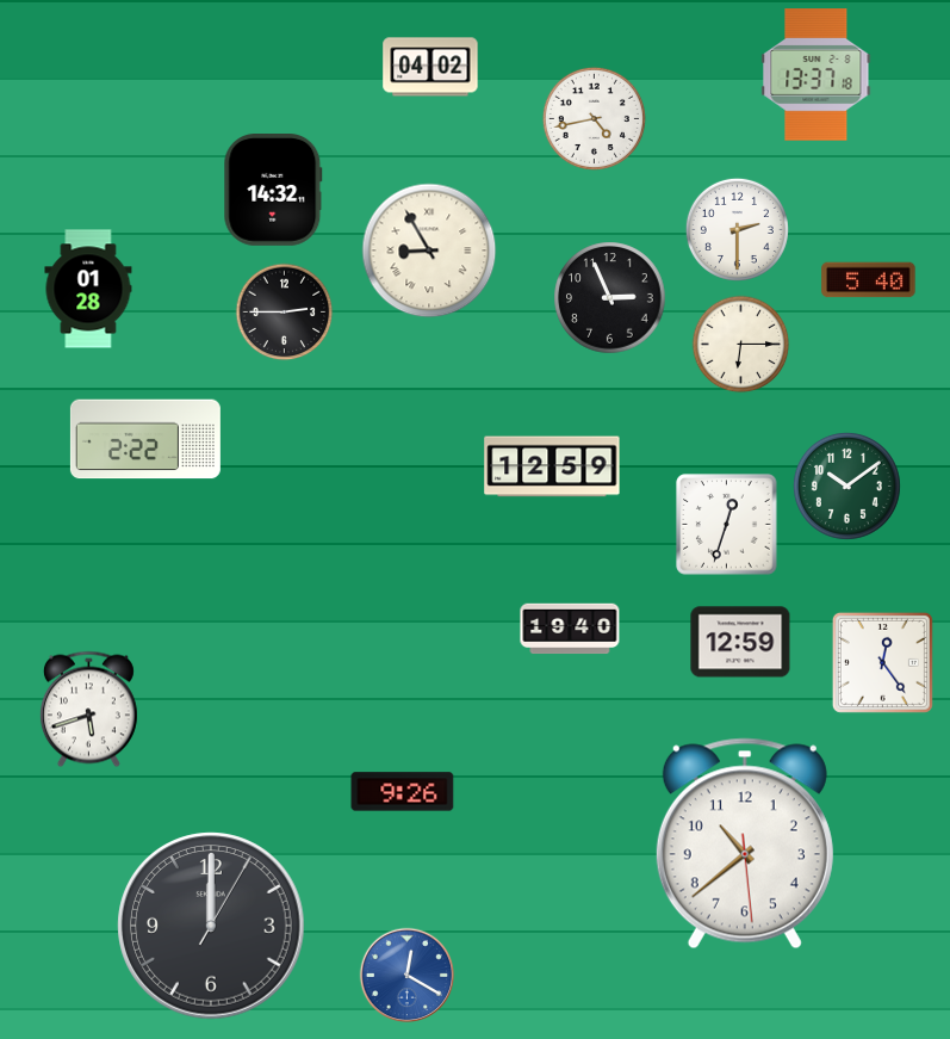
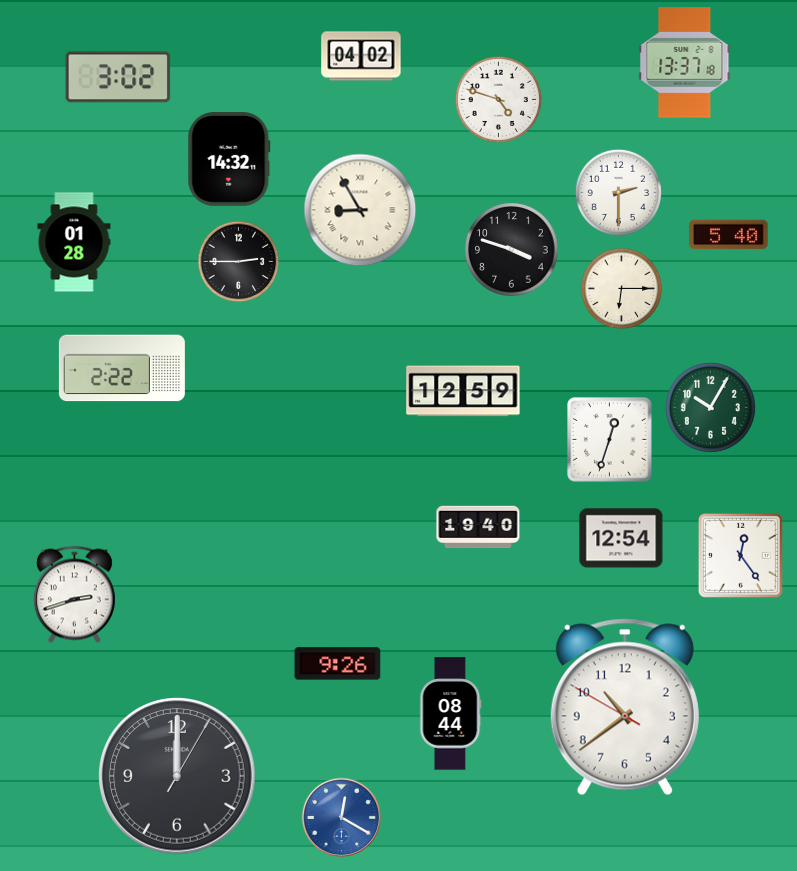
clock at (118, 77): none -> 3:02
clock at (594, 118): 4:43 -> 4:48
clock at (610, 298): 2:56 -> 3:48
clock at (846, 486): 10:09 -> 10:05
clock at (740, 642): 12:59 -> 12:54
clock at (88, 710): 5:42 -> 2:42
clock at (745, 843): 10:38:29 -> 10:38:50
clock at (451, 714): none -> 08:44
